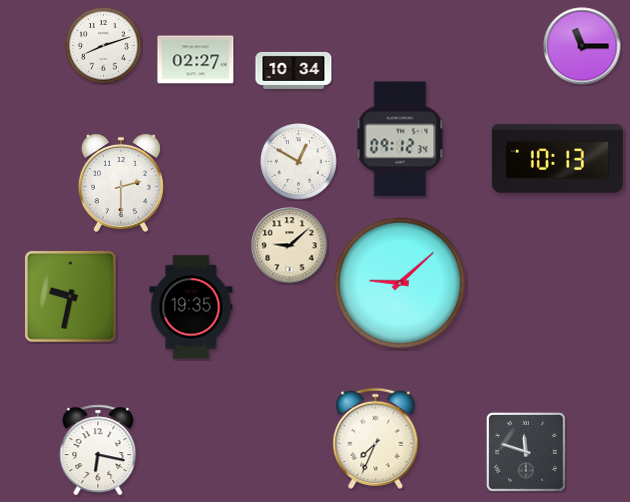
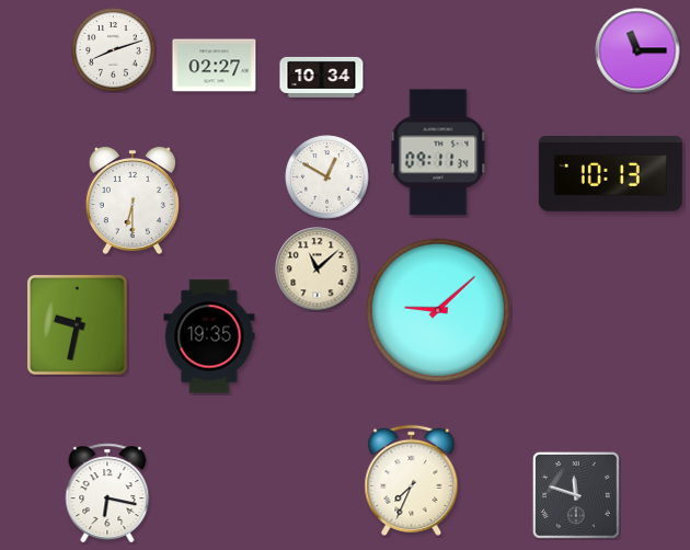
clock at (400, 139): 09:12 -> 09:11
clock at (121, 183): 2:30 -> 6:30
clock at (290, 246): 9:08 -> 11:08
